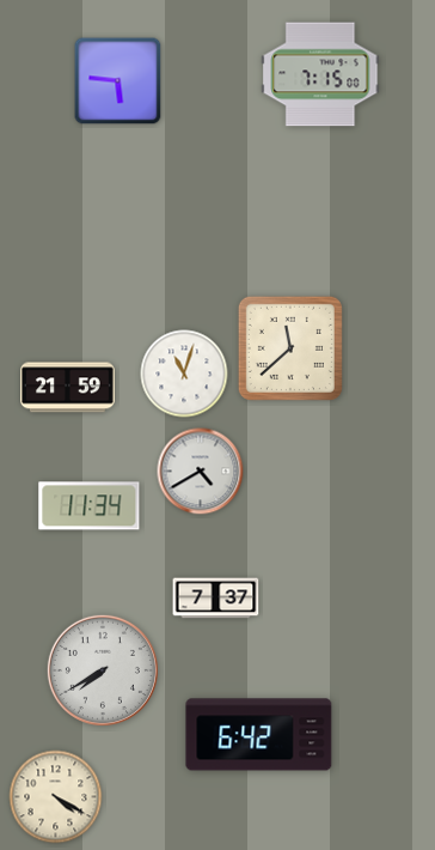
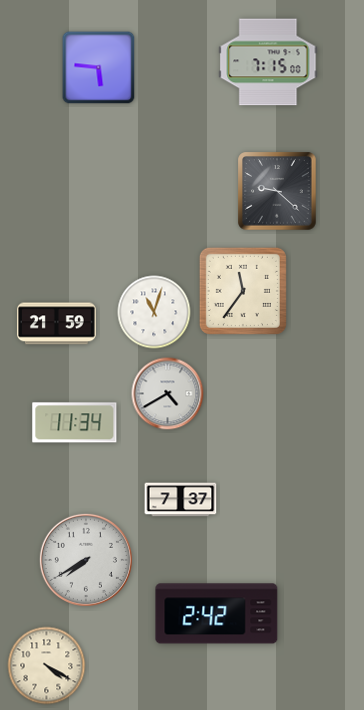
clock at (277, 191): none -> 9:22
clock at (290, 348): 11:38 -> 11:36
clock at (259, 735): 6:42 -> 2:42
